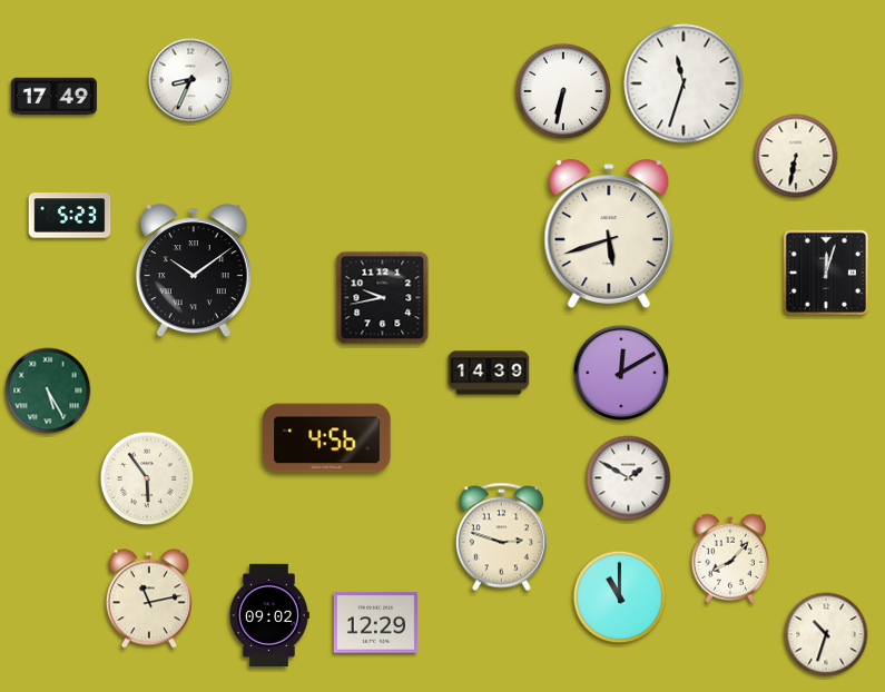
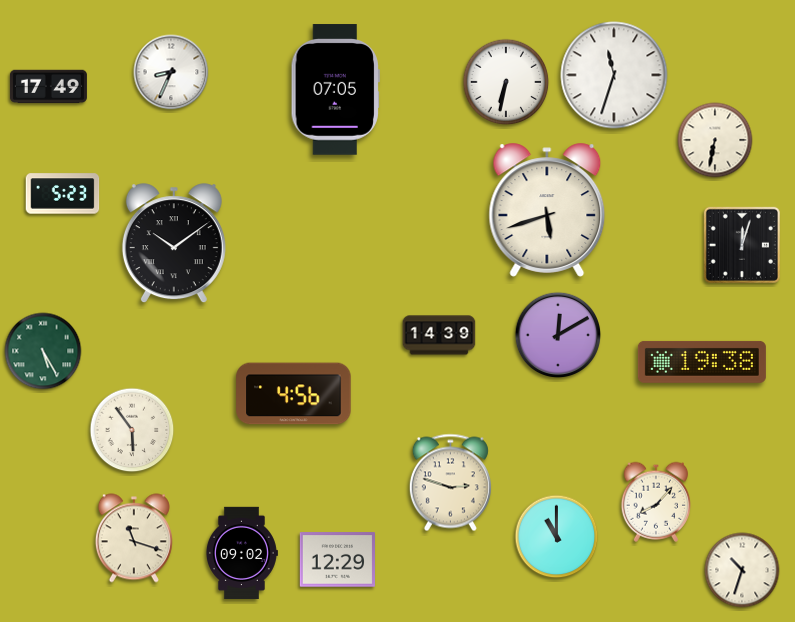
clock at (335, 90): none -> 07:05
clock at (383, 298): 9:43 -> none
clock at (702, 362): none -> 19:38
clock at (629, 478): 1:50 -> none
clock at (149, 599): 11:13 -> 11:18
